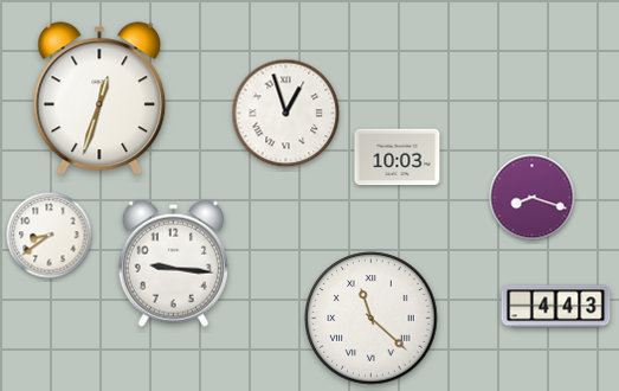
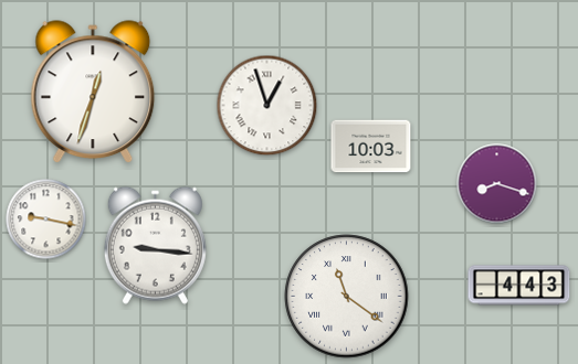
clock at (50, 236): 8:39 -> 9:17
clock at (173, 263) position: (173, 263) -> (155, 245)
clock at (372, 319): 11:22 -> 11:21
